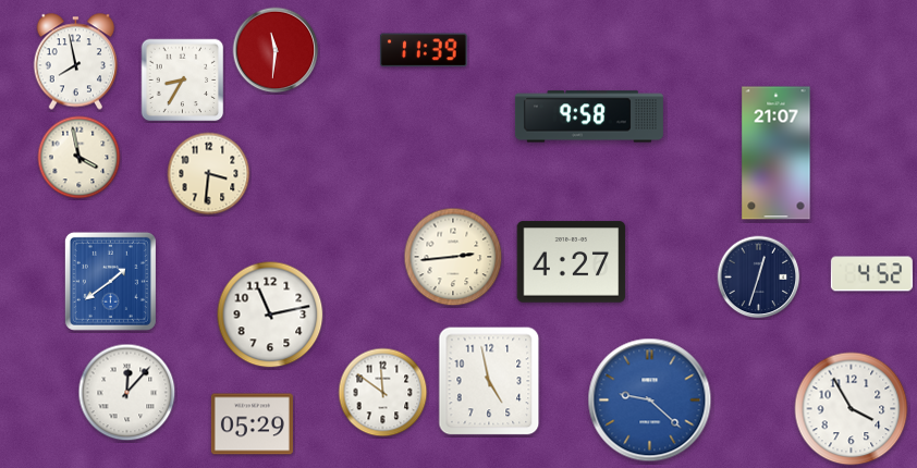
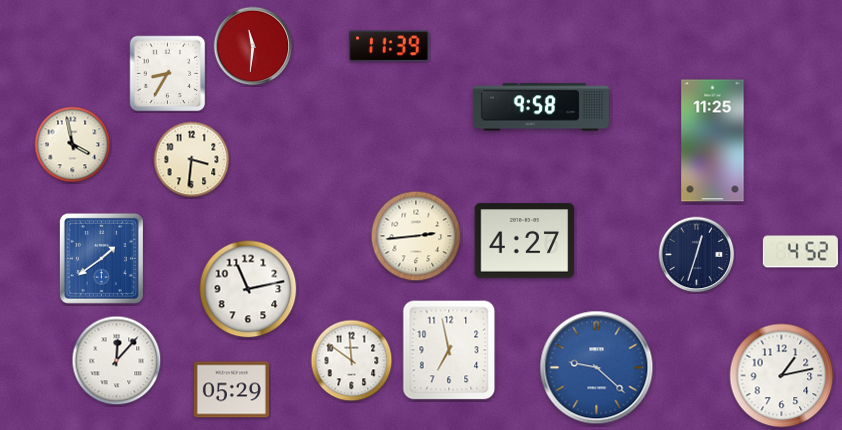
clock at (76, 62): 7:58 -> none
clock at (777, 153): 21:07 -> 11:25
clock at (489, 381): 4:58 -> 6:58
clock at (852, 409): 3:55 -> 1:13
